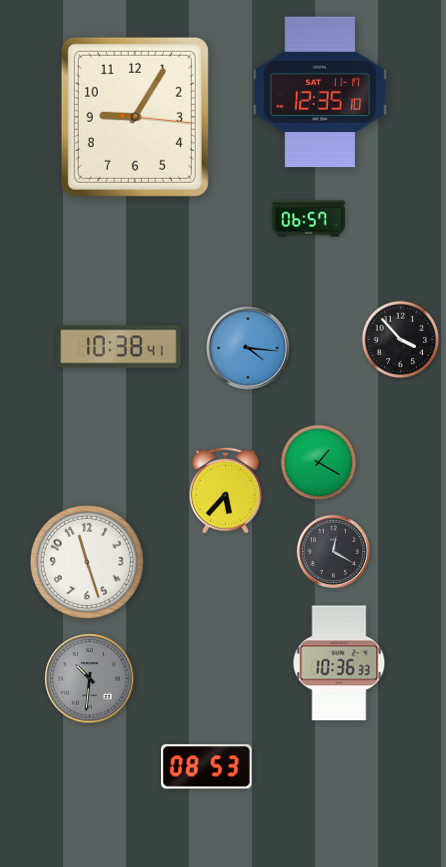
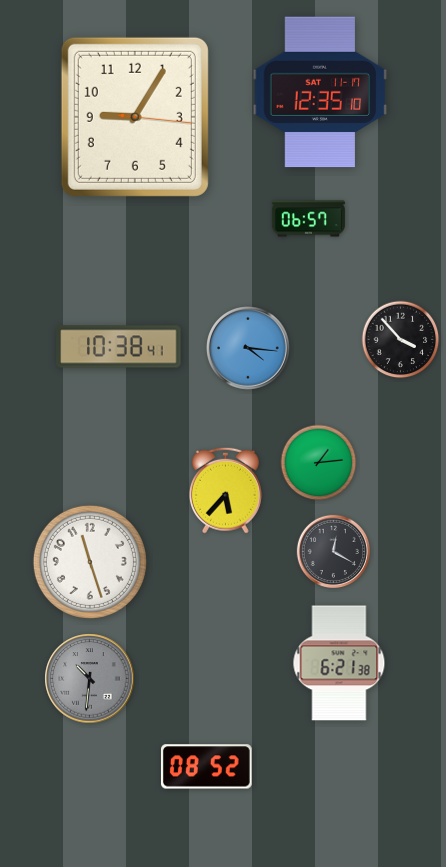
clock at (319, 463): 1:20 -> 1:14
clock at (87, 562) position: (87, 562) -> (90, 562)
clock at (339, 663): 10:36 -> 6:21
clock at (206, 767): 08:53 -> 08:52
